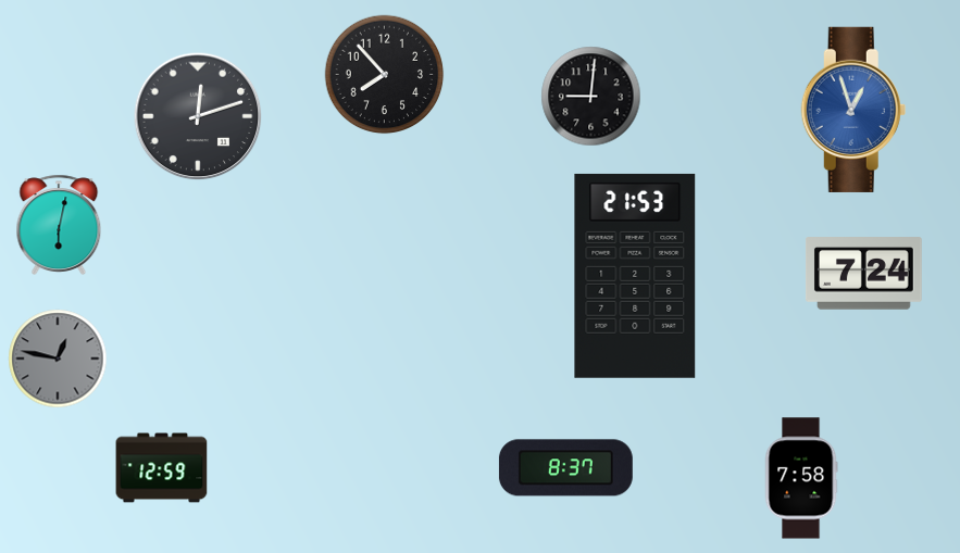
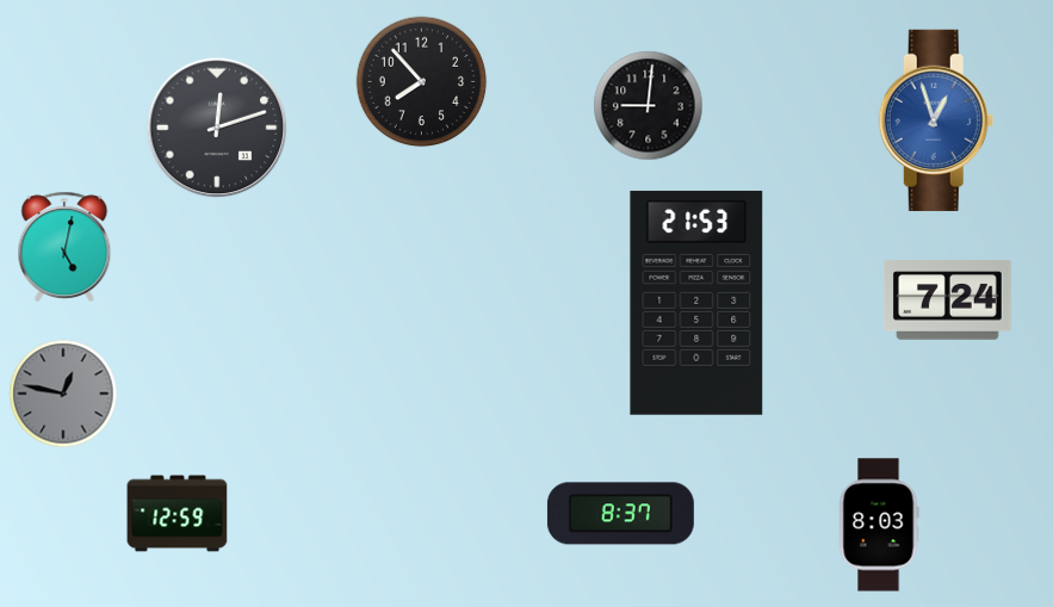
clock at (59, 224): 6:02 -> 5:02
clock at (801, 478): 7:58 -> 8:03
